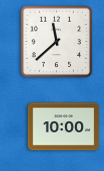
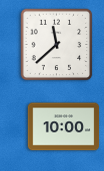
clock at (57, 42) position: (57, 42) -> (57, 45)
